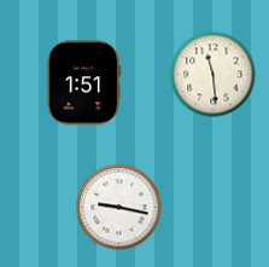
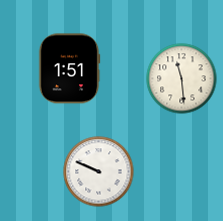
clock at (214, 75) position: (214, 75) -> (182, 79)
clock at (119, 208): 9:17 -> 9:49
